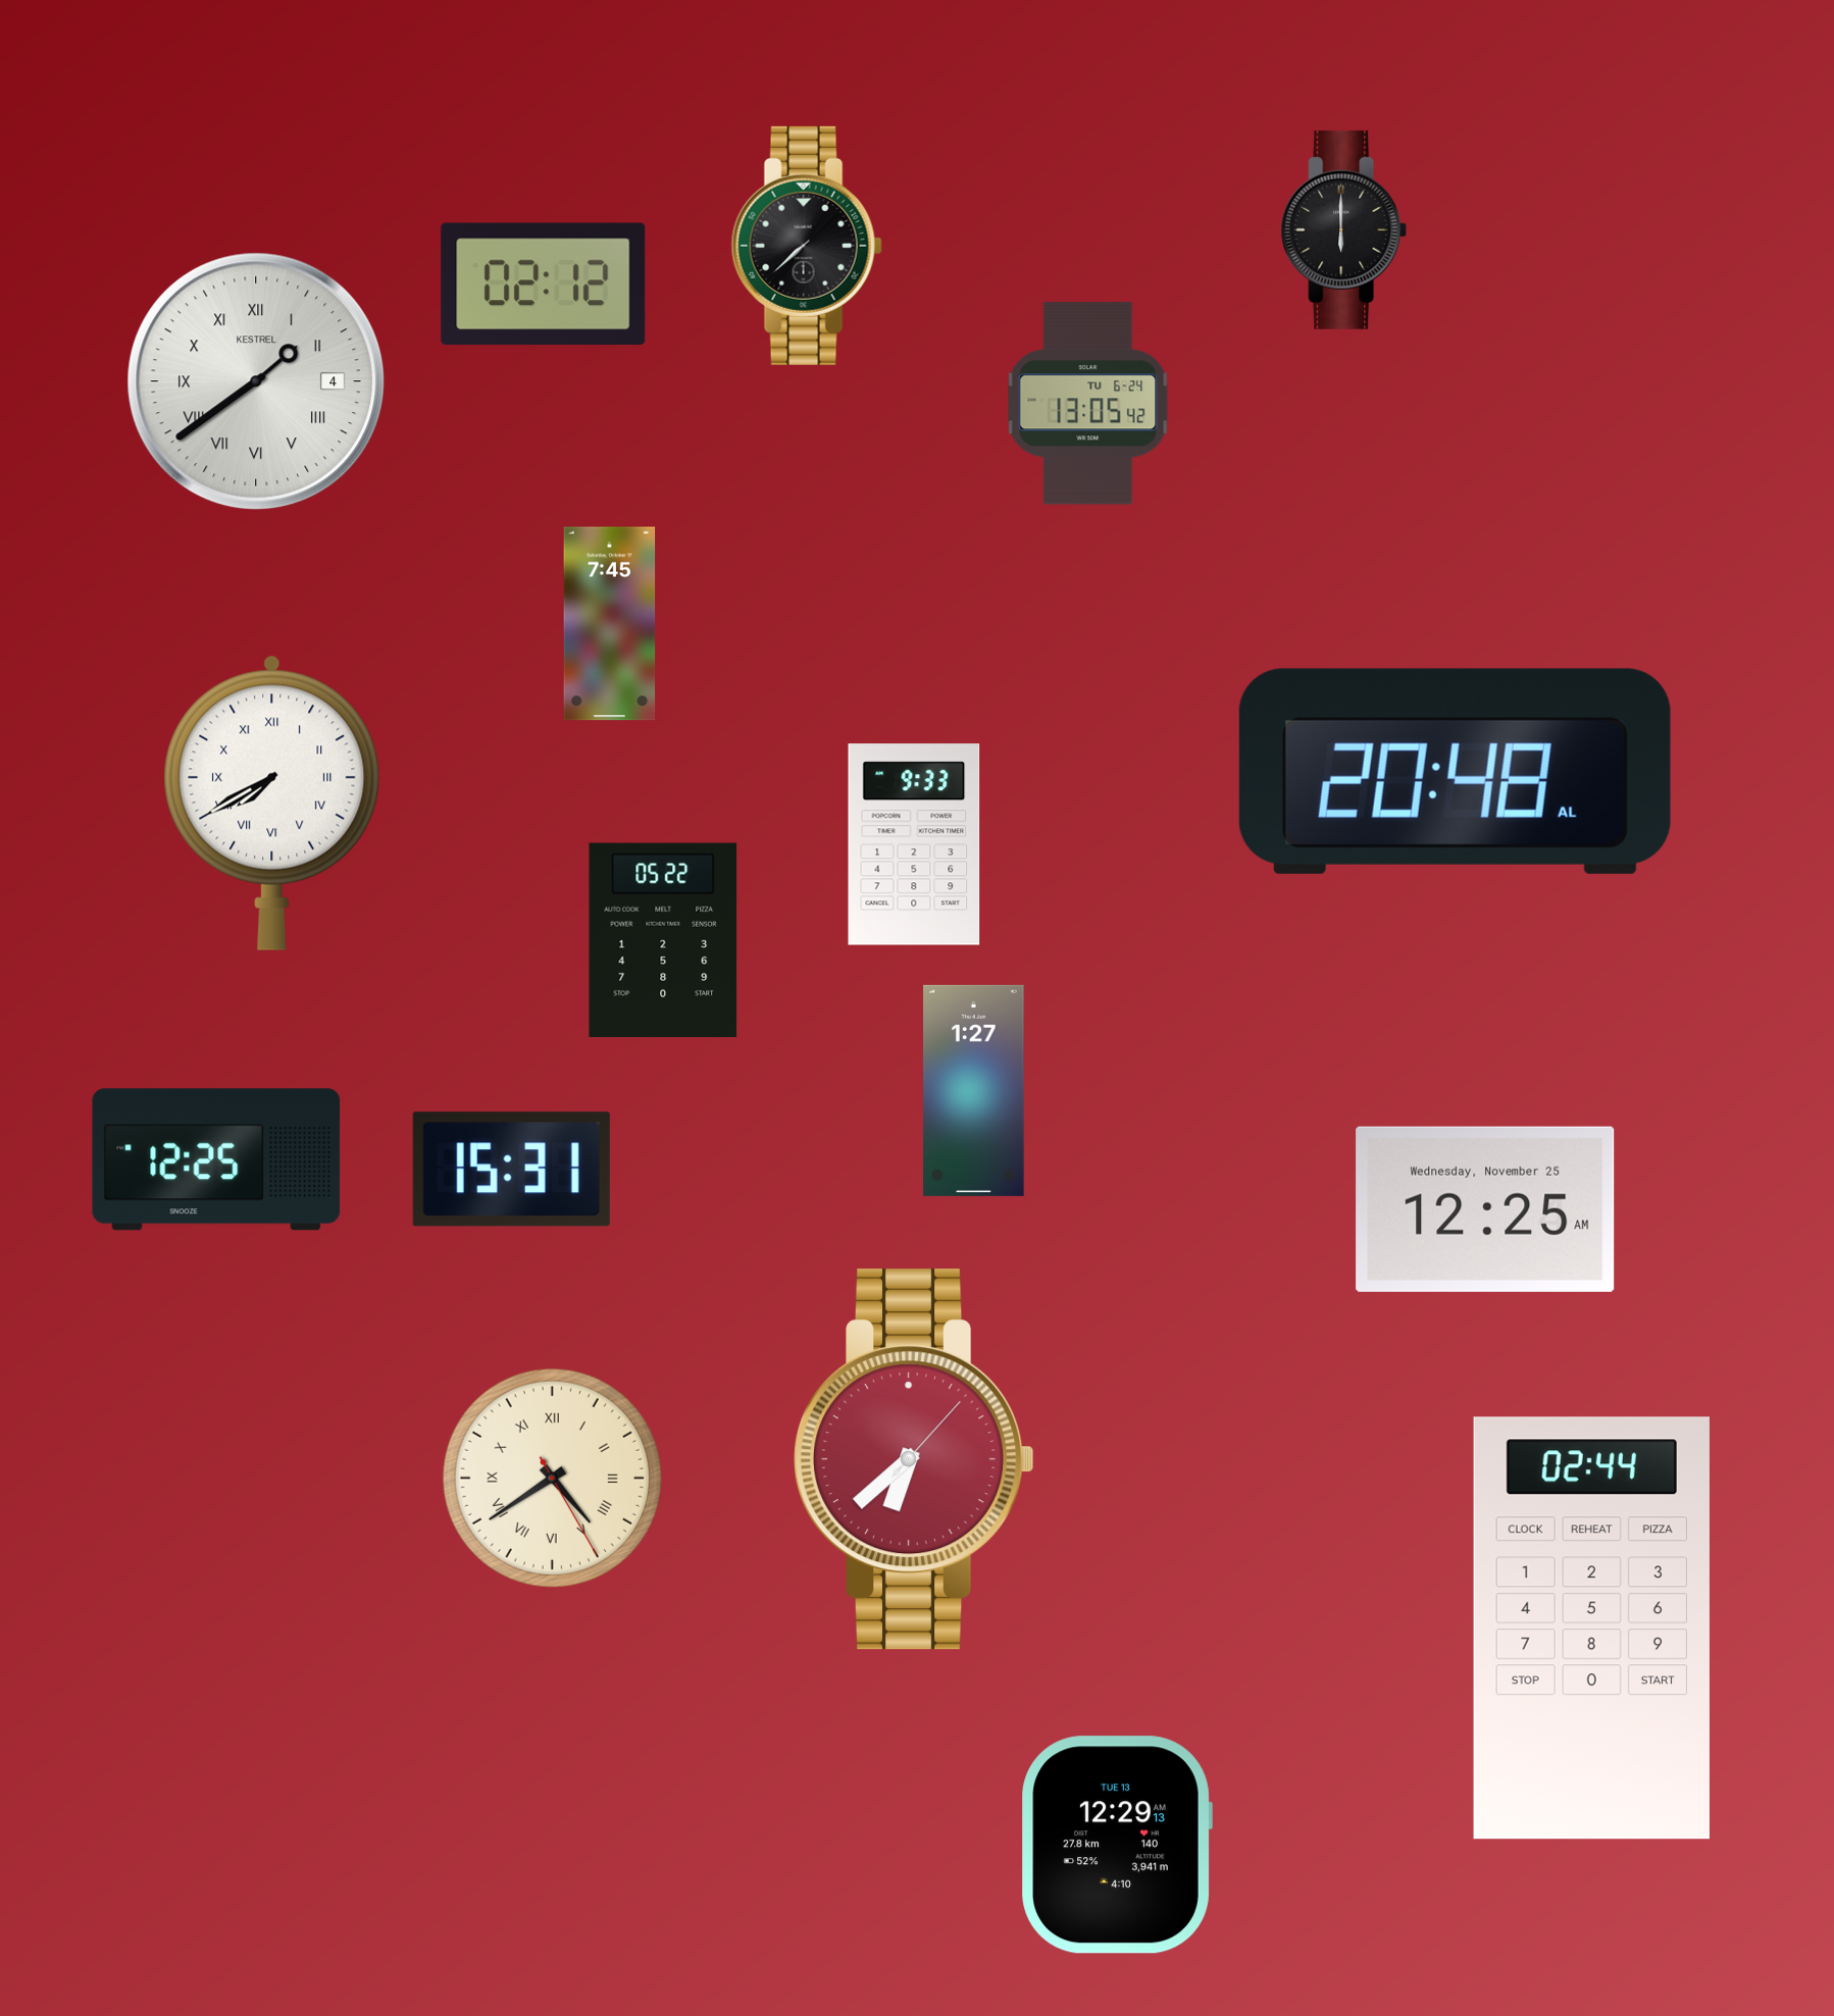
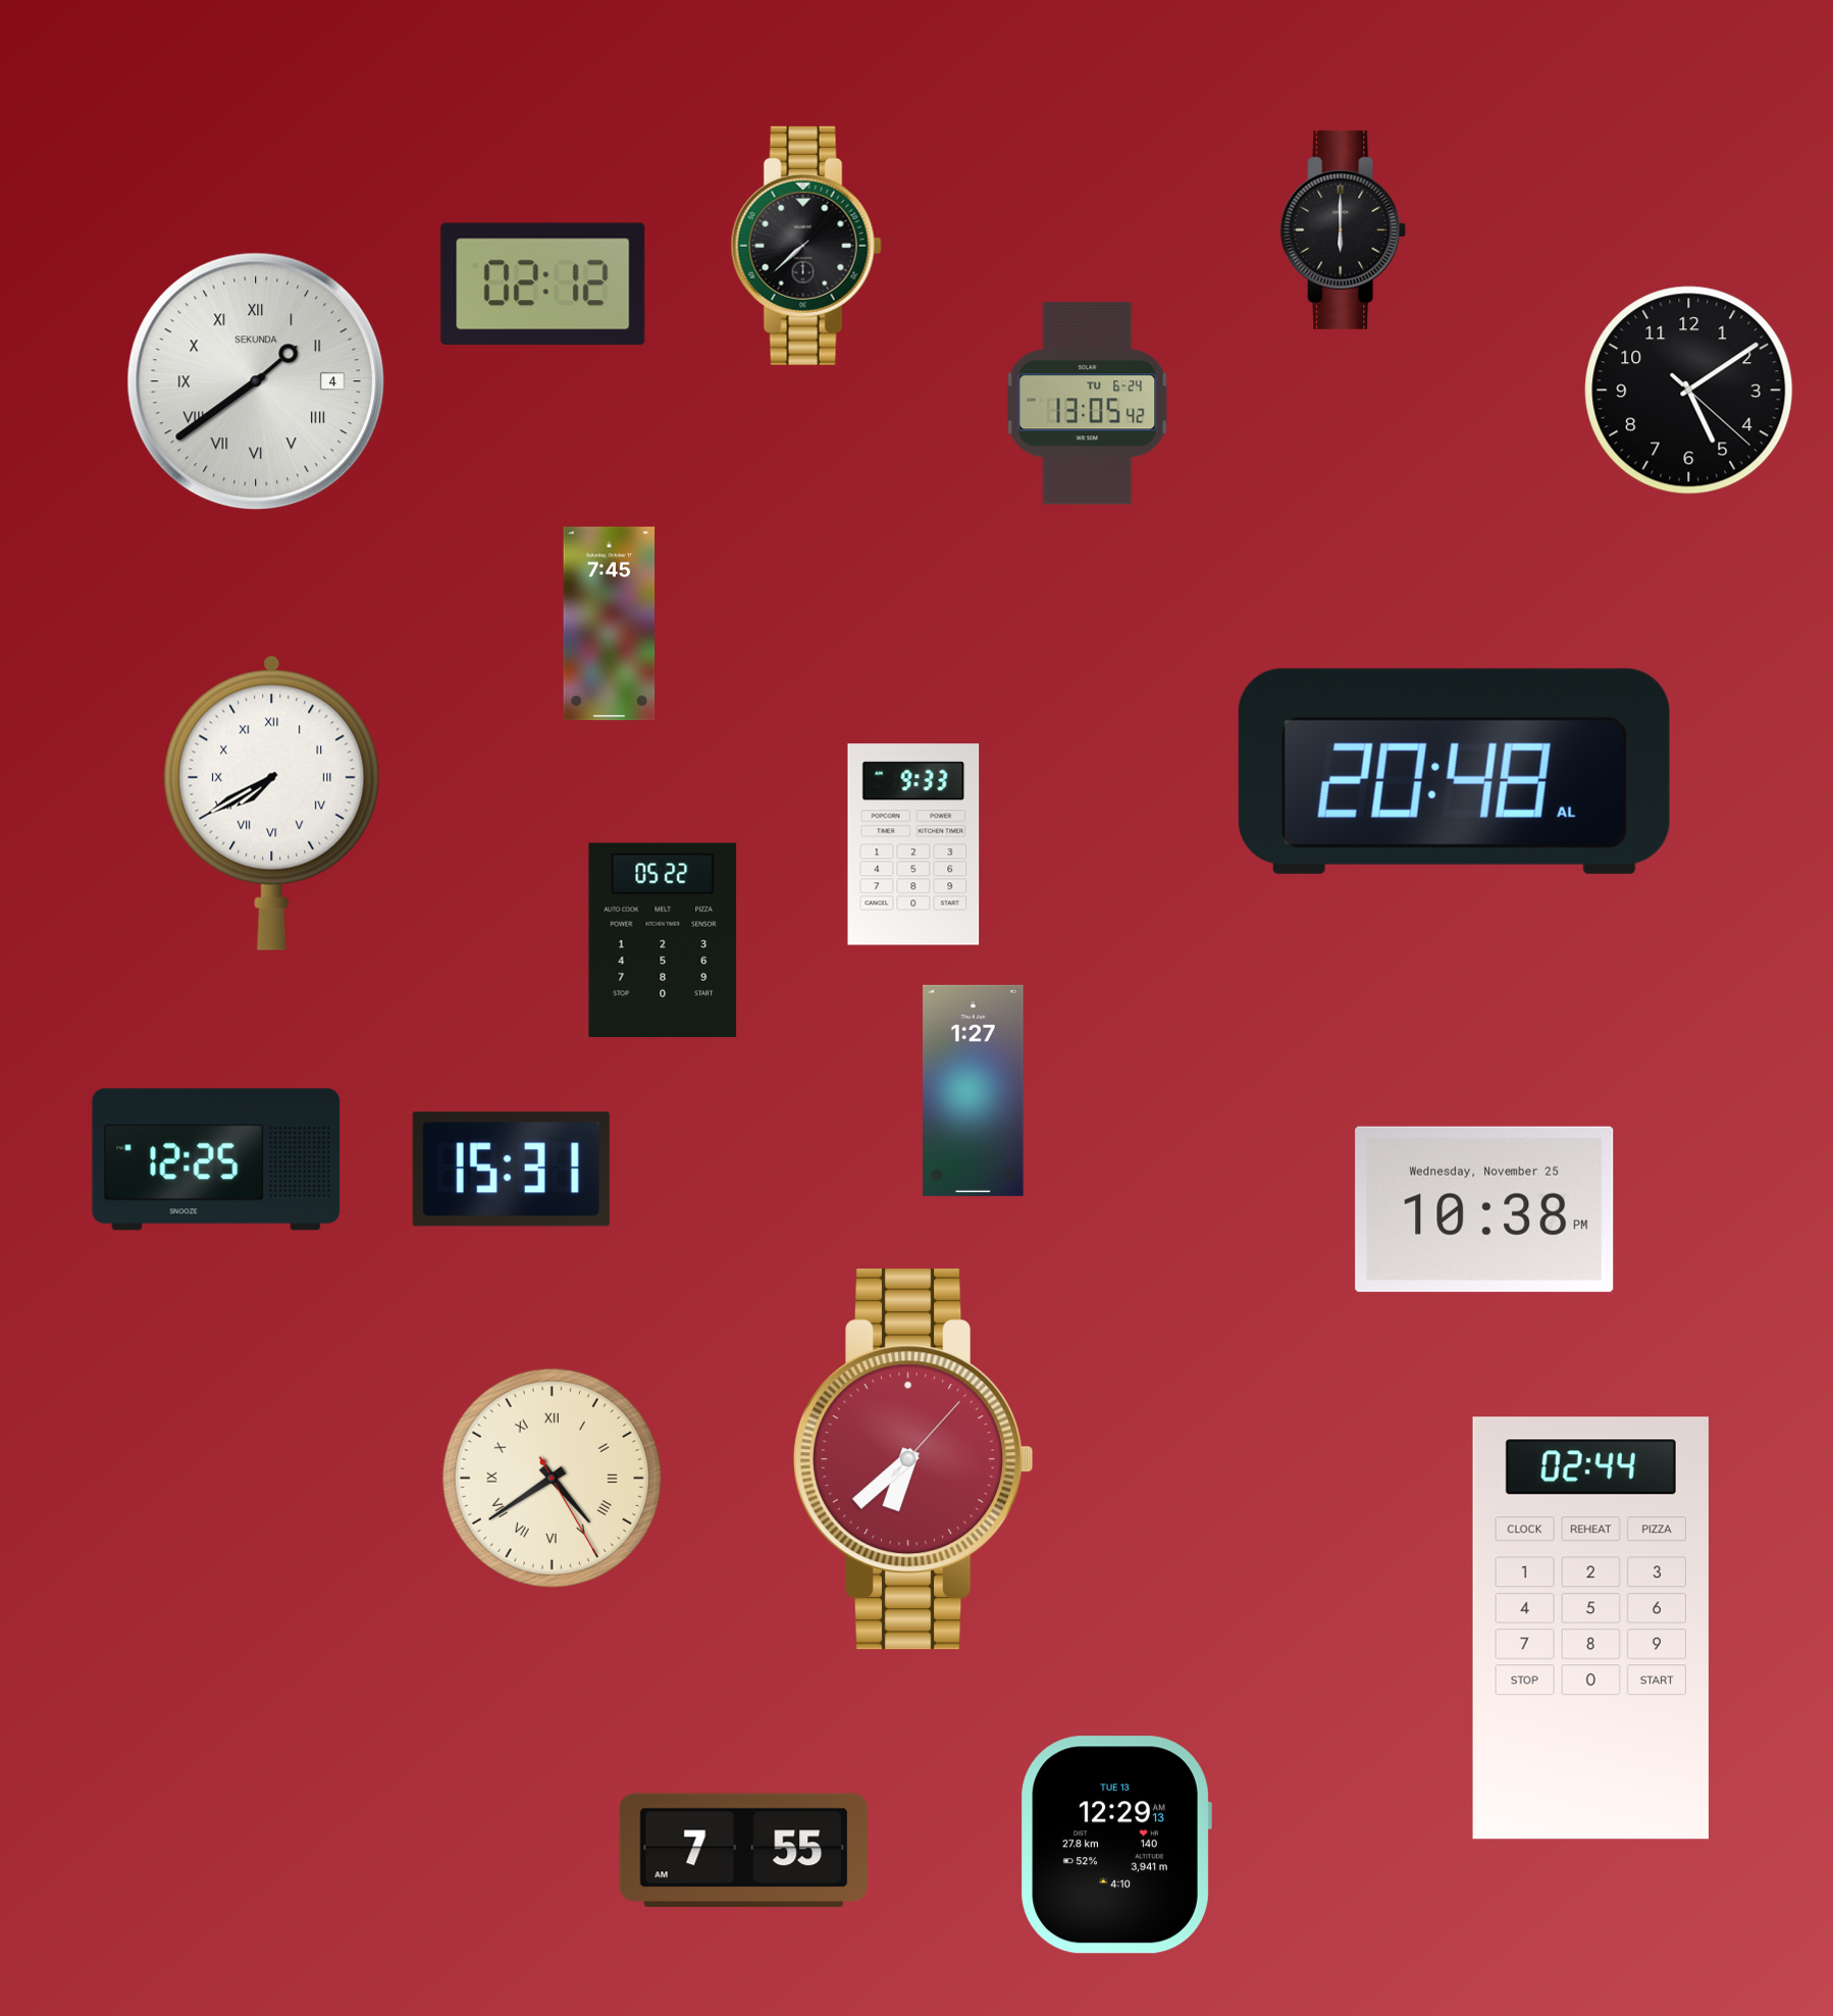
clock at (256, 381) brand: KESTREL -> SEKUNDA
clock at (1689, 391): none -> 5:09
clock at (1485, 1209): 12:25 -> 10:38
clock at (744, 1851): none -> 7:55
